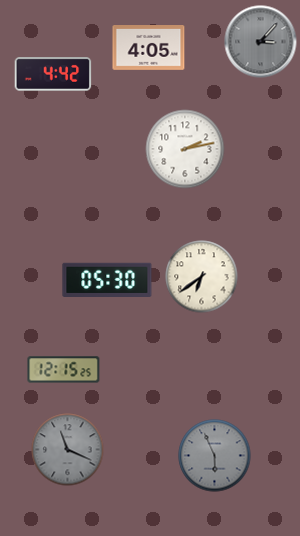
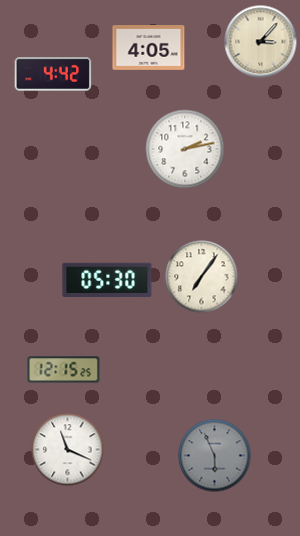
clock at (261, 42) dial: grey -> cream
clock at (202, 277): 6:39 -> 7:06
clock at (68, 450) dial: grey -> white
